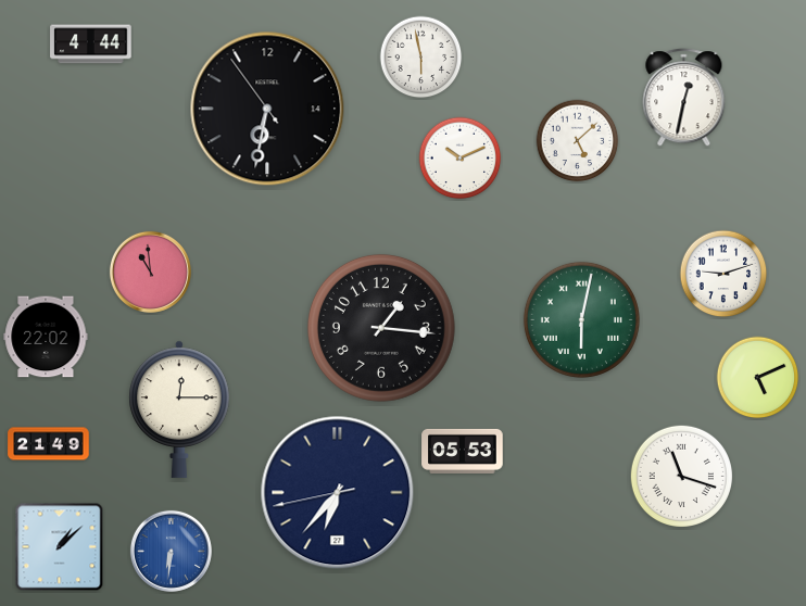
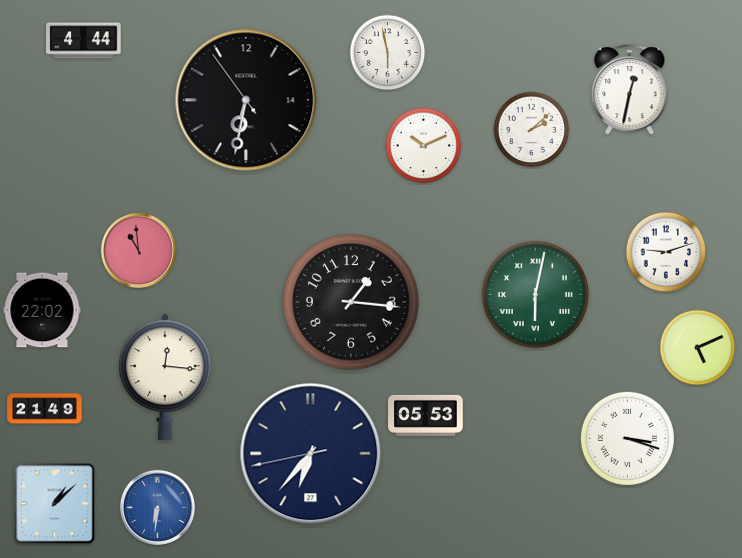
clock at (578, 141): 5:08 -> 2:08
clock at (179, 409): 12:15 -> 12:16
clock at (681, 476): 11:18 -> 3:18
